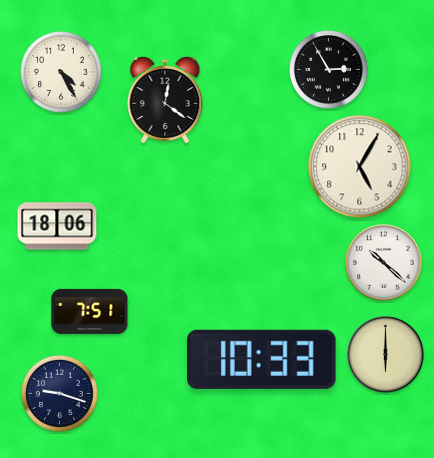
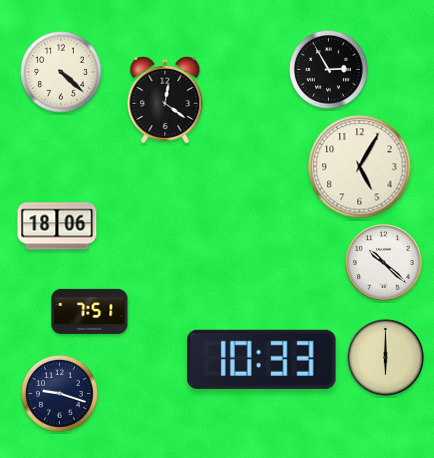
clock at (62, 73): 4:25 -> 4:22
clock at (386, 355) position: (386, 355) -> (386, 358)
